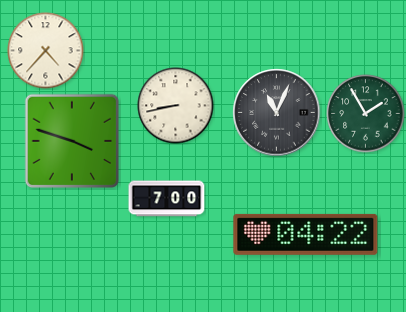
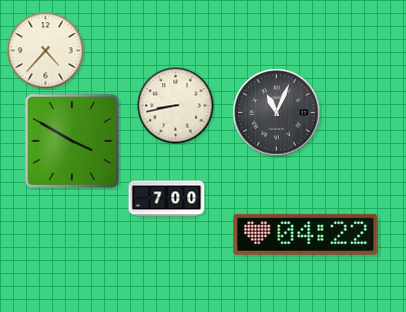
clock at (366, 114): 1:55 -> none
clock at (72, 141): 3:48 -> 3:50
